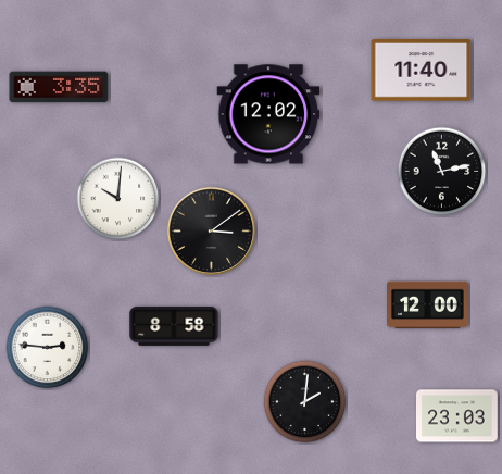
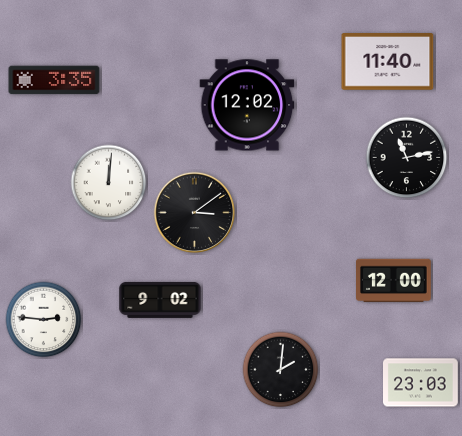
clock at (422, 71) position: (422, 71) -> (388, 62)
clock at (118, 199): 10:01 -> 12:01
clock at (174, 326): 8:58 -> 9:02
